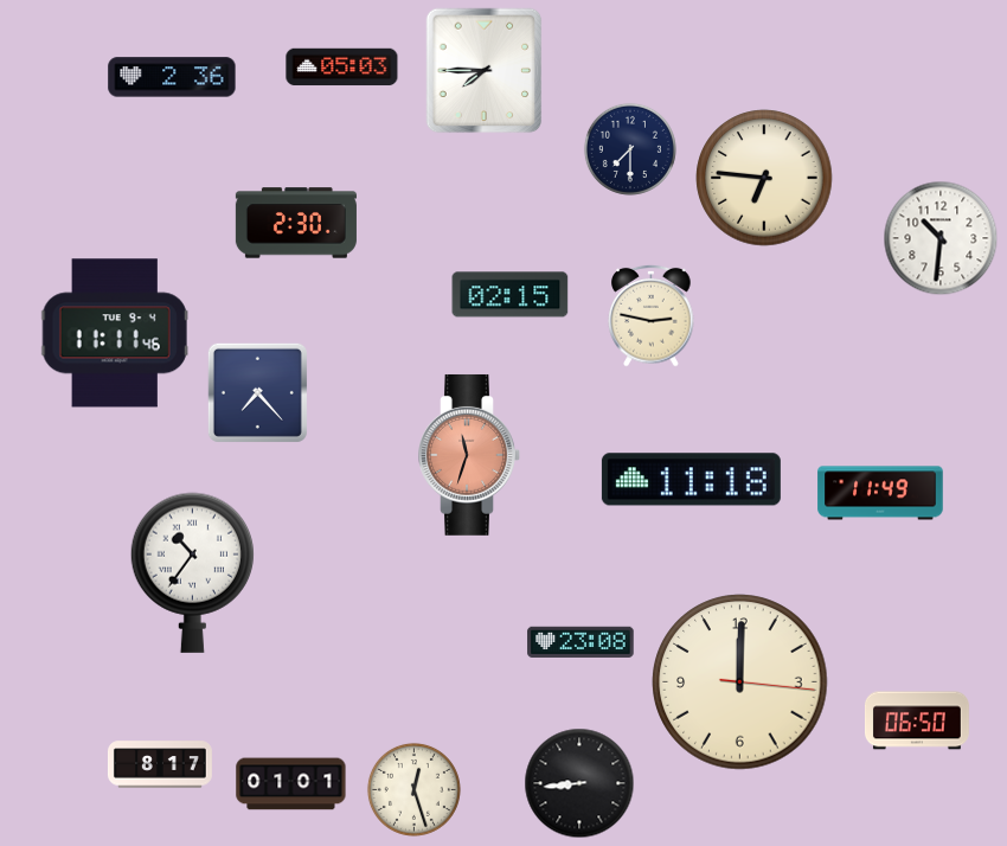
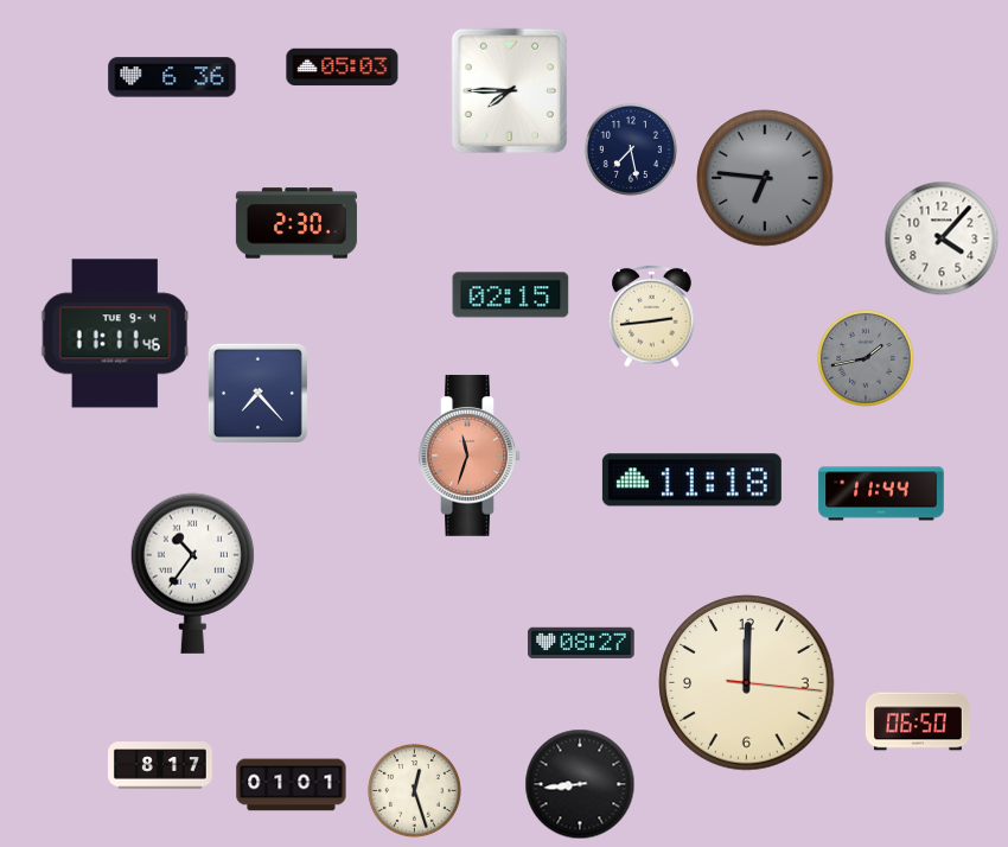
clock at (485, 71) position: (485, 71) -> (510, 91)
clock at (172, 77): 2:36 -> 6:36
clock at (630, 149): 7:30 -> 7:28
clock at (764, 178) dial: cream -> grey
clock at (941, 238): 10:31 -> 4:07
clock at (652, 315): 2:47 -> 2:44
clock at (867, 359): none -> 1:43
clock at (880, 493): 11:49 -> 11:44
clock at (581, 641): 23:08 -> 08:27
clock at (740, 682) position: (740, 682) -> (747, 683)
